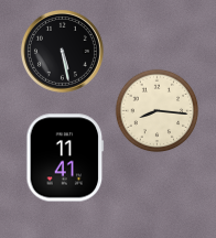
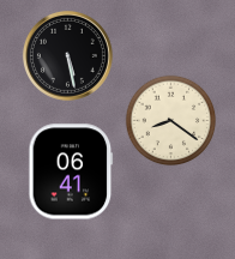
clock at (158, 111): 8:16 -> 8:21
clock at (65, 158): 11:41 -> 06:41
